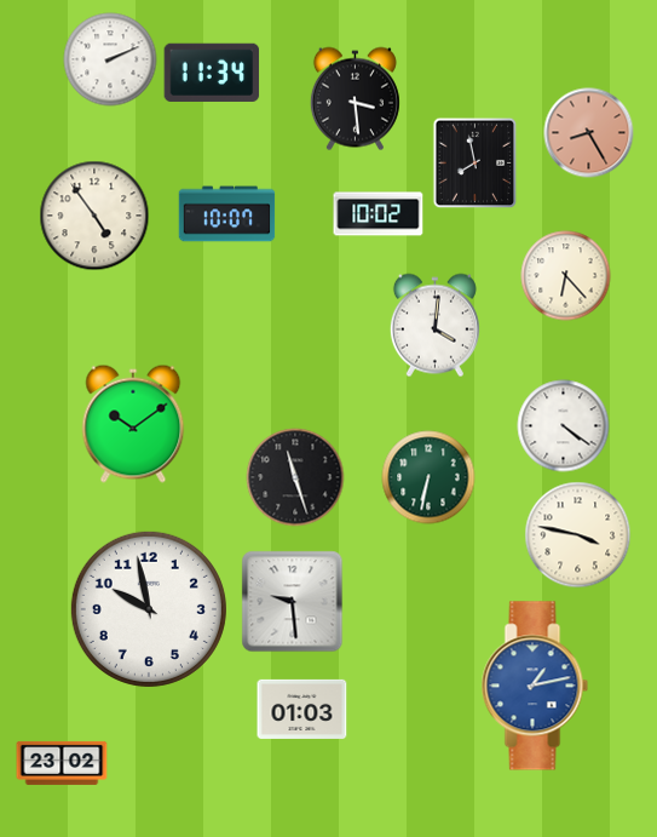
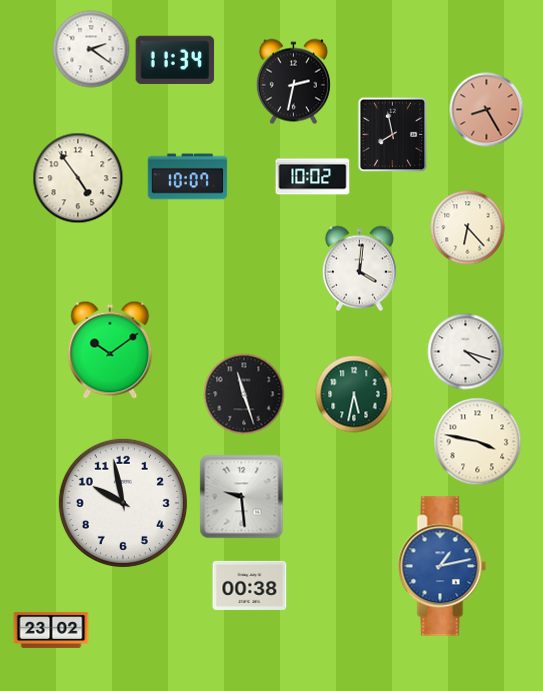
clock at (110, 59): 2:11 -> 2:21
clock at (355, 99): 3:29 -> 2:32
clock at (564, 426): 4:21 -> 4:18
clock at (428, 477): 6:32 -> 5:32
clock at (302, 709): 01:03 -> 00:38
